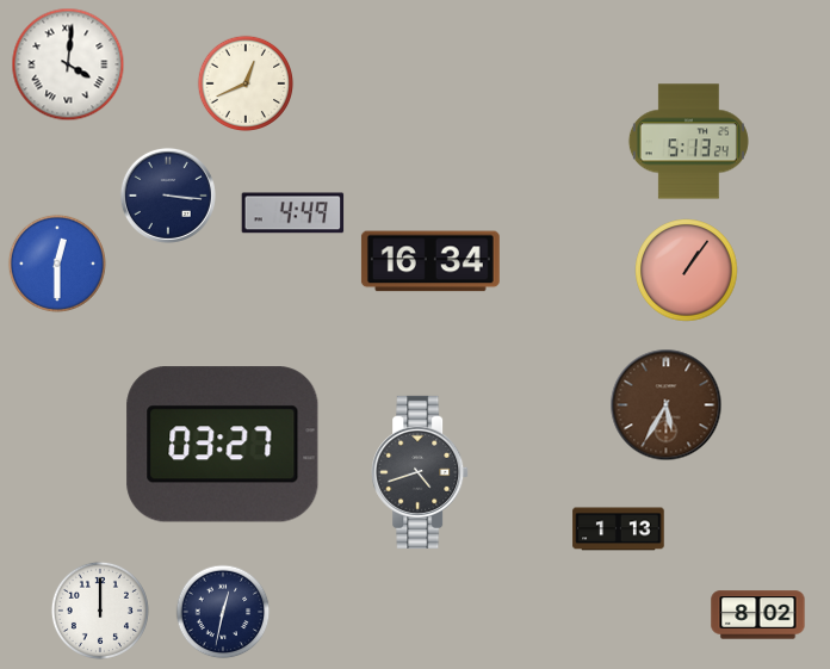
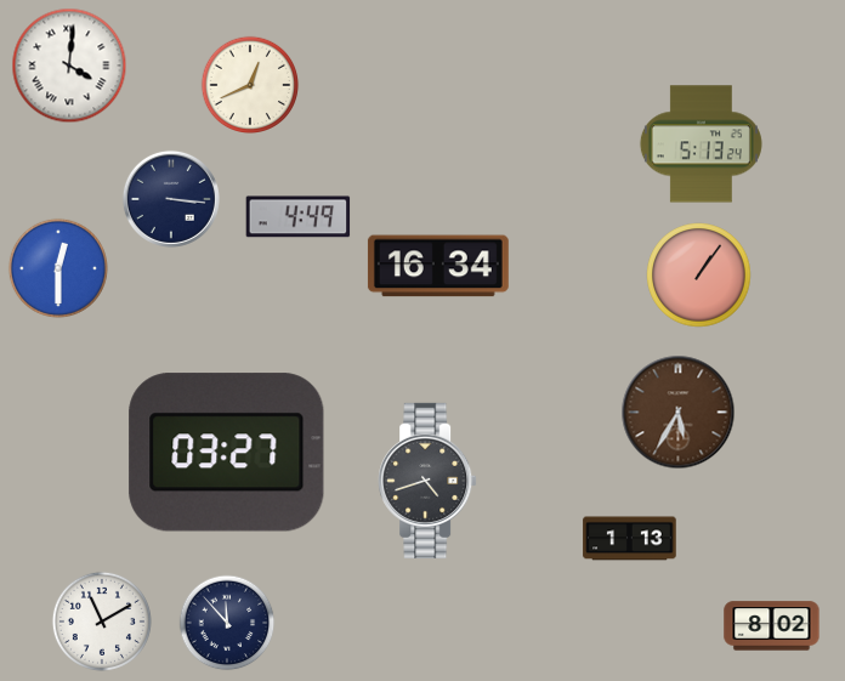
clock at (100, 611): 12:00 -> 11:10
clock at (223, 612): 12:32 -> 11:53
